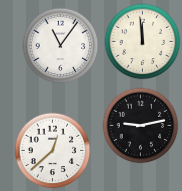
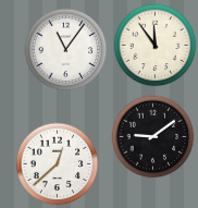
clock at (143, 42): 11:59 -> 11:54
clock at (141, 126): 9:13 -> 9:09
